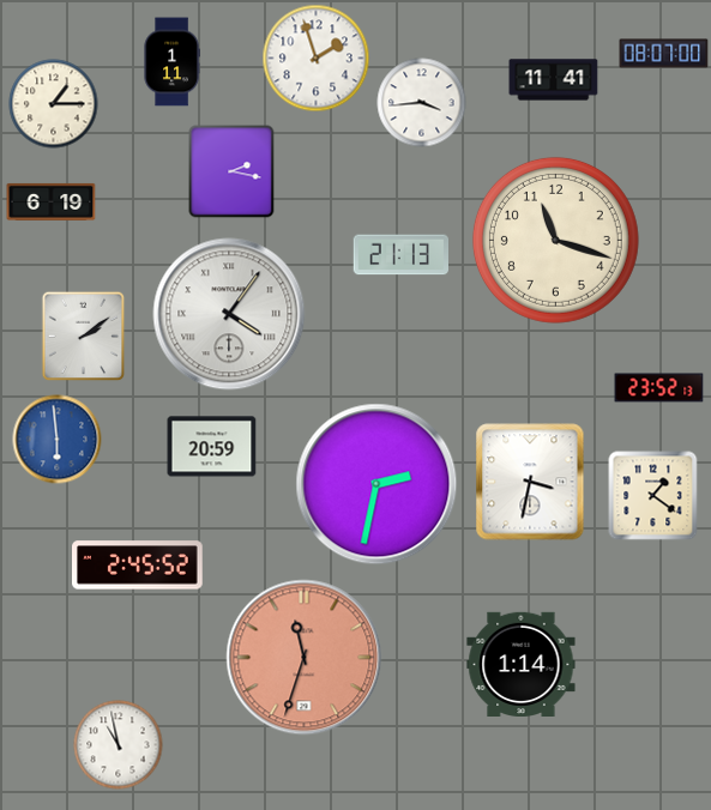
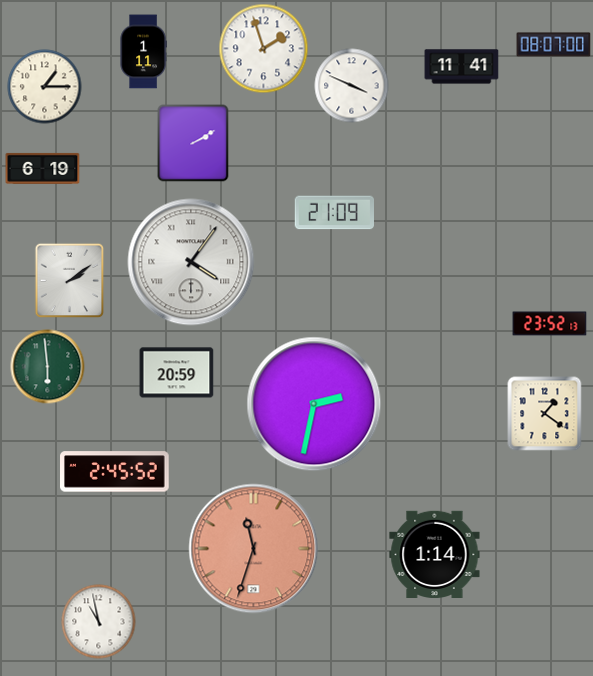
clock at (422, 103): 3:44 -> 3:49
clock at (231, 171): 2:17 -> 2:10
clock at (555, 240): 11:18 -> none
clock at (400, 255): 21:13 -> 21:09
clock at (58, 440) dial: blue -> green
clock at (530, 482): 3:32 -> none
